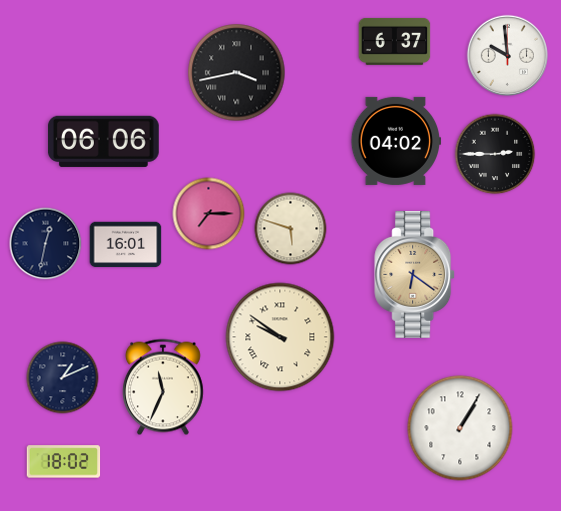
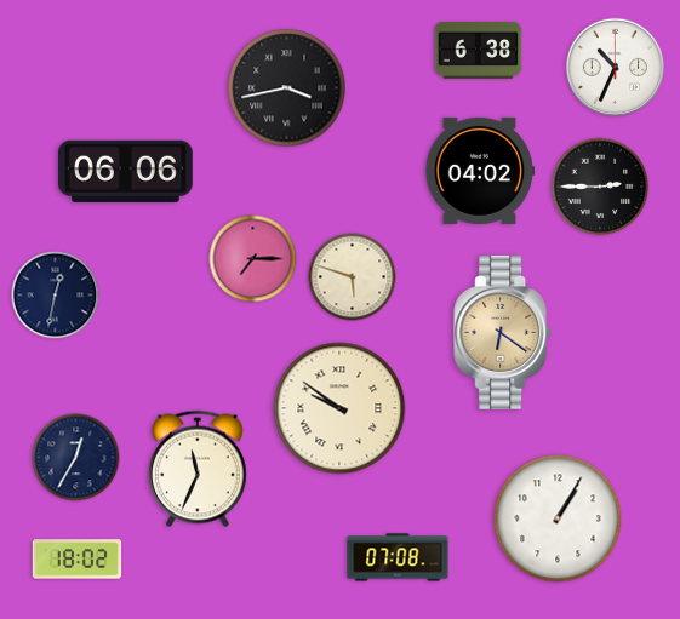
clock at (395, 41): 6:37 -> 6:38
clock at (507, 55): 9:59 -> 10:34
clock at (126, 245): 16:01 -> none
clock at (63, 378): 1:11 -> 12:35
clock at (398, 557): none -> 07:08
